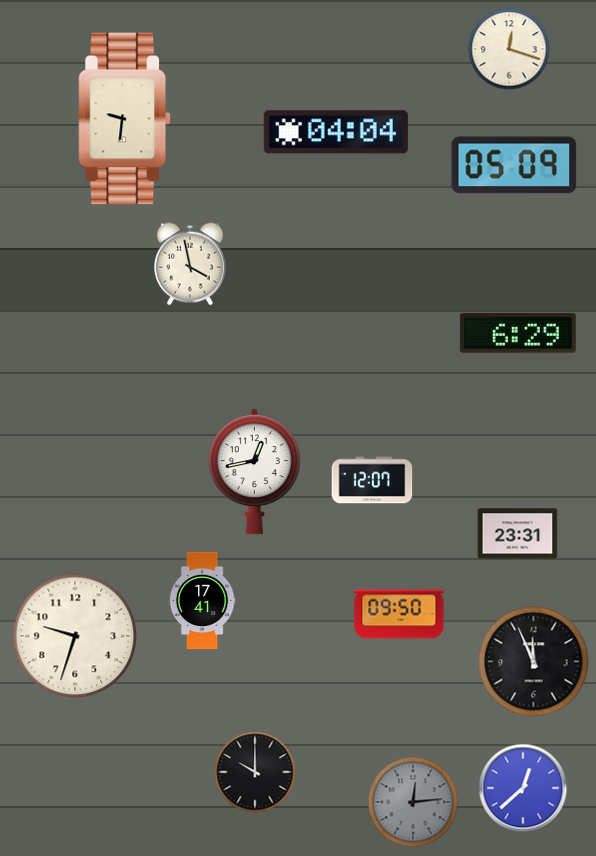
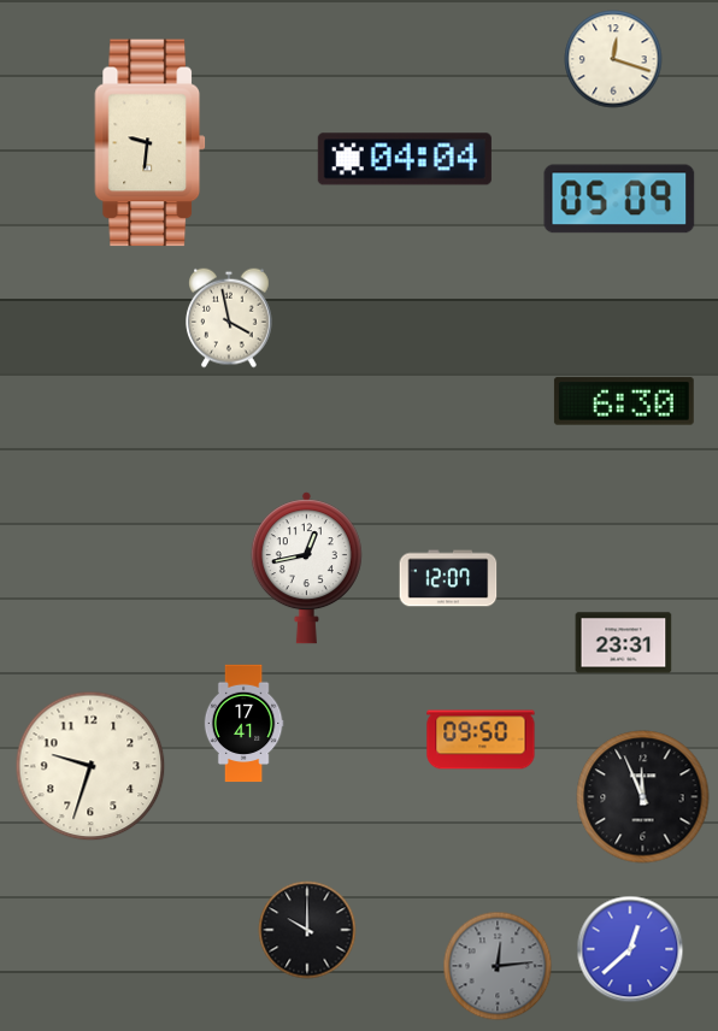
clock at (518, 333): 6:29 -> 6:30
